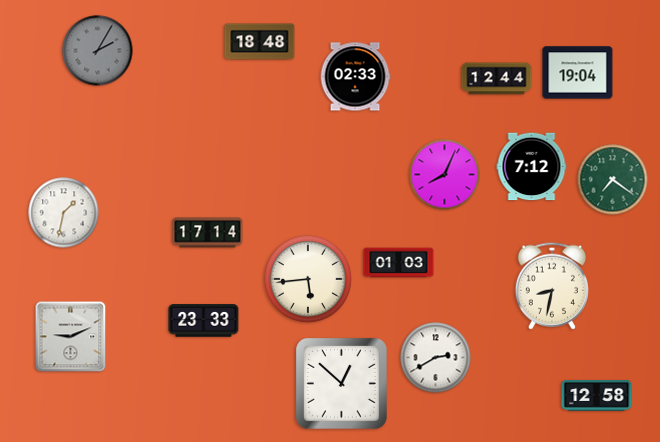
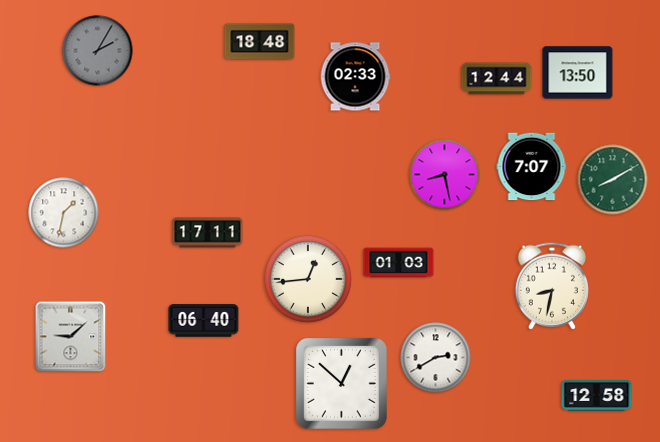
clock at (578, 73): 19:04 -> 13:50
clock at (532, 167): 7:12 -> 7:07
clock at (445, 175): 8:04 -> 8:28
clock at (613, 180): 7:21 -> 8:10
clock at (208, 233): 17:14 -> 17:11
clock at (308, 279): 5:44 -> 12:44
clock at (204, 321): 23:33 -> 06:40
clock at (71, 337): 9:11 -> 9:08
